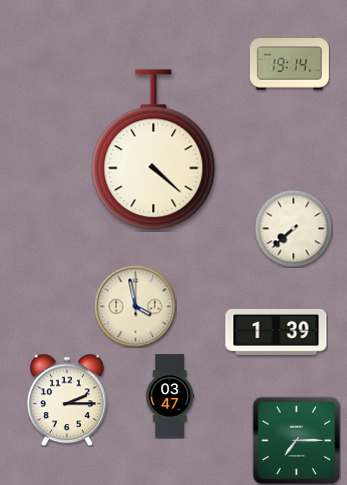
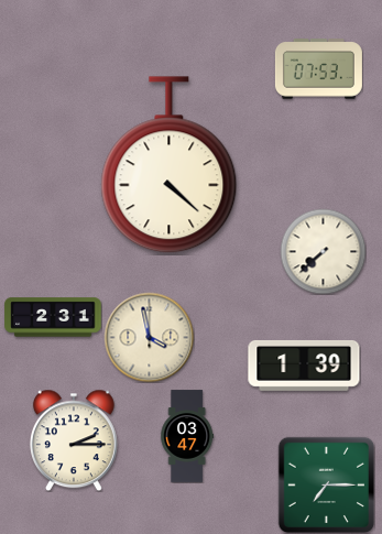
clock at (289, 63): 19:14 -> 07:53
clock at (53, 317): none -> 2:31
